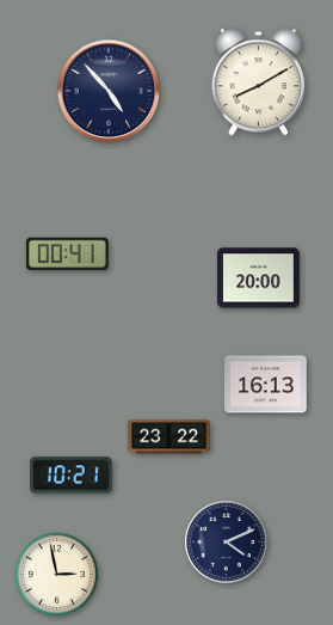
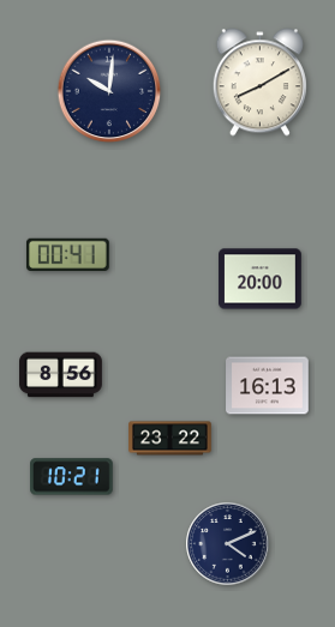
clock at (109, 91): 4:53 -> 10:01
clock at (61, 375): none -> 8:56
clock at (56, 574): 2:58 -> none
